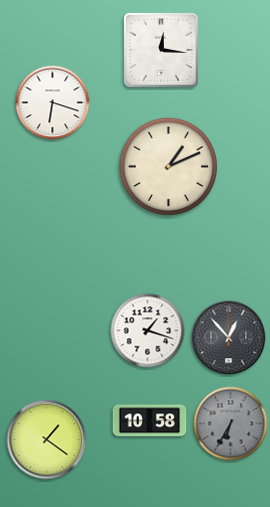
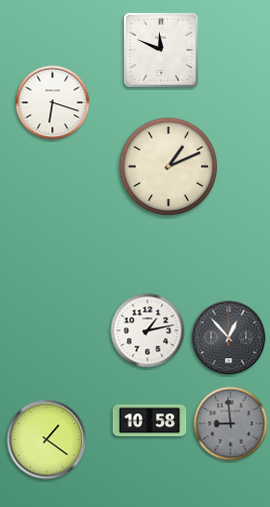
clock at (162, 51): 12:16 -> 11:49
clock at (148, 331): 1:18 -> 1:13
clock at (231, 424): 6:35 -> 8:59
